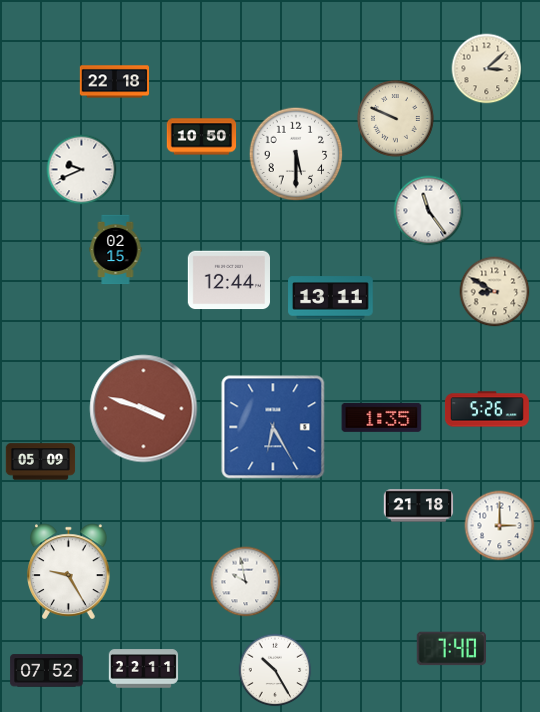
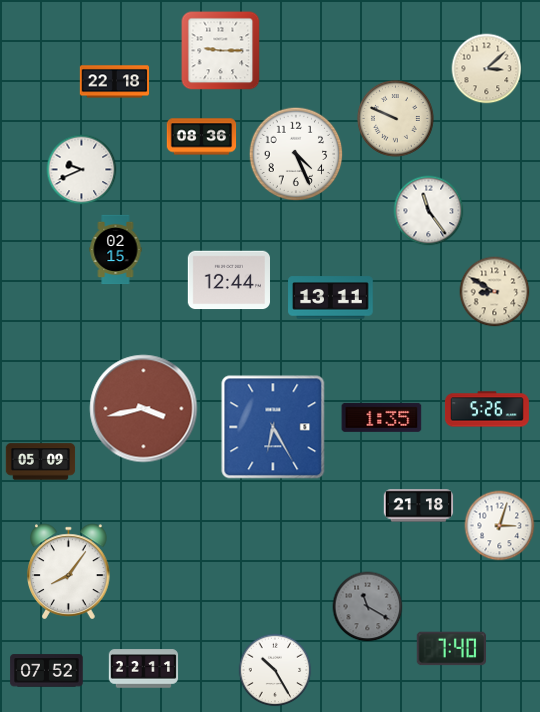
clock at (221, 51): none -> 9:15
clock at (202, 137): 10:50 -> 08:36
clock at (296, 154): 5:30 -> 4:26
clock at (144, 409): 3:48 -> 3:43
clock at (500, 526): 3:00 -> 3:03
clock at (69, 572): 9:25 -> 8:06
clock at (246, 582): 9:58 -> none
clock at (368, 607): none -> 11:20
